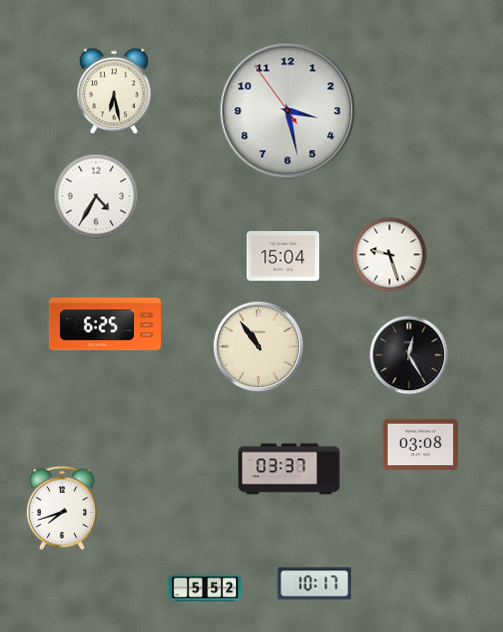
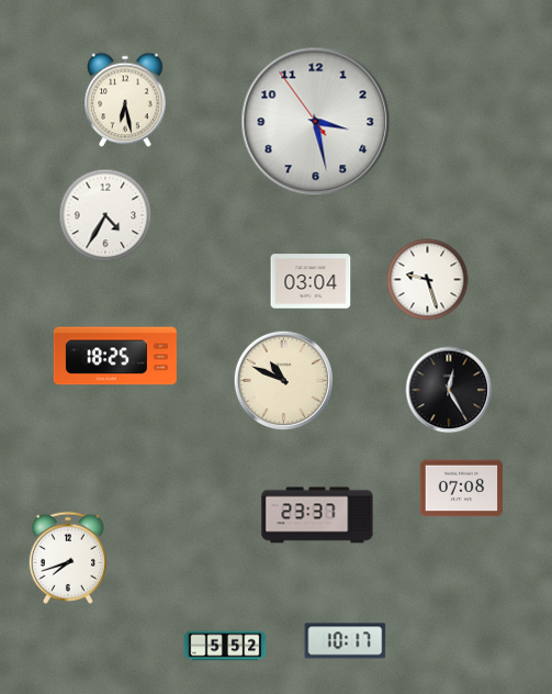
clock at (283, 256): 15:04 -> 03:04
clock at (105, 324): 6:25 -> 18:25
clock at (259, 347): 10:54 -> 10:49
clock at (421, 445): 03:08 -> 07:08
clock at (289, 469): 03:37 -> 23:37
